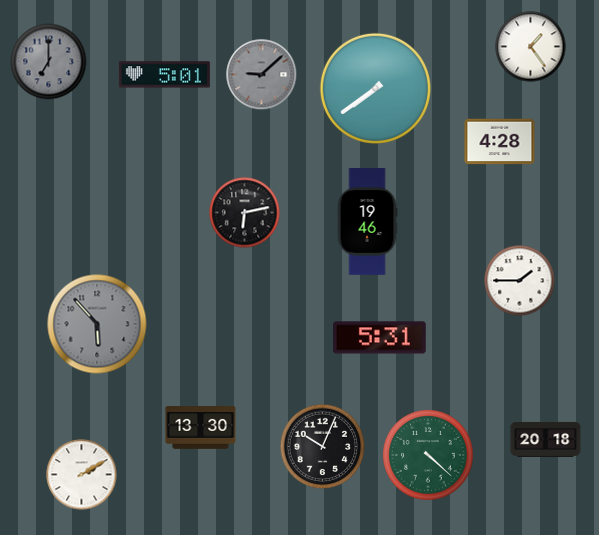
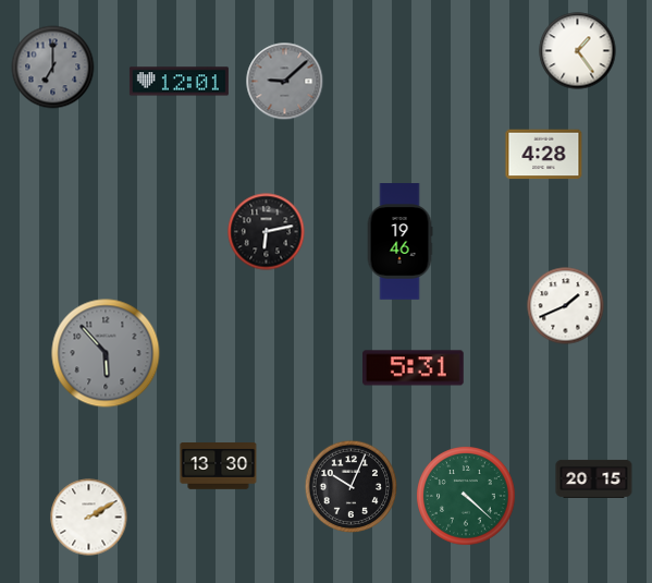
clock at (164, 75): 5:01 -> 12:01
clock at (375, 88): 7:39 -> none
clock at (520, 281): 1:45 -> 1:41
clock at (546, 439): 20:18 -> 20:15
